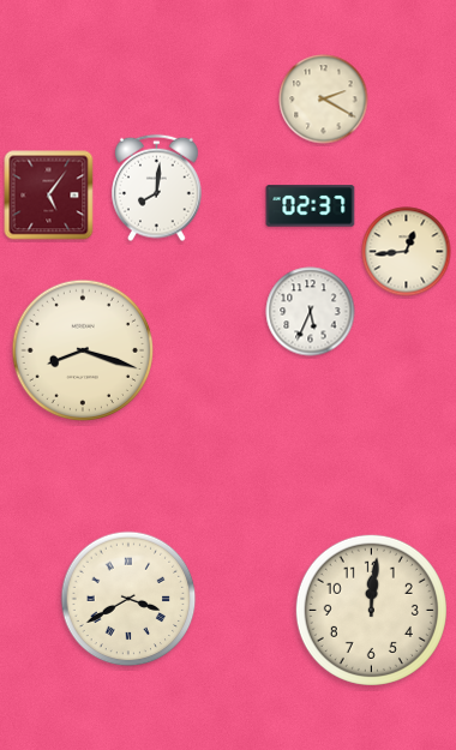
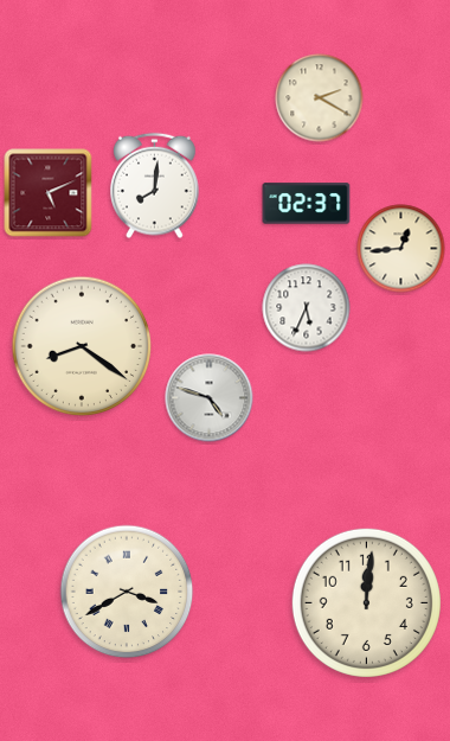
clock at (49, 196): 5:06 -> 5:11
clock at (83, 350): 8:18 -> 8:21
clock at (210, 398): none -> 4:48
